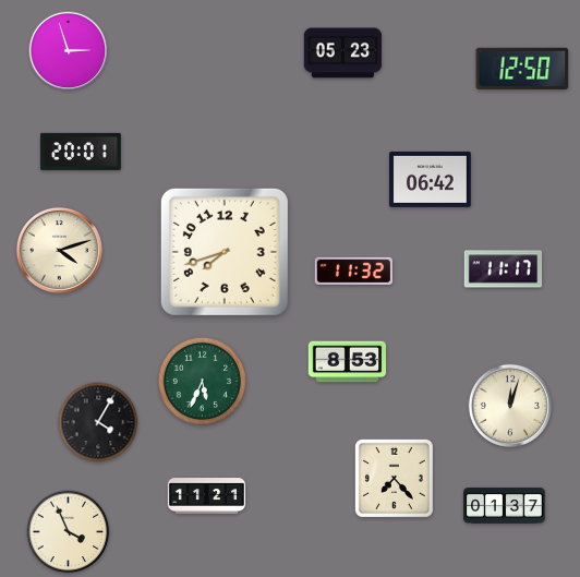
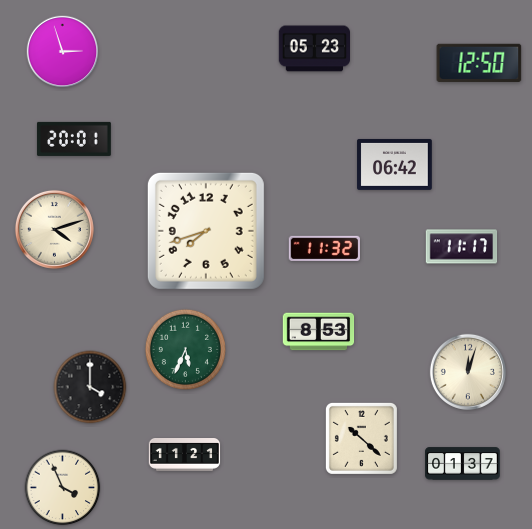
clock at (69, 51) position: (69, 51) -> (63, 52)
clock at (98, 422): 4:05 -> 4:00
clock at (394, 478): 7:23 -> 10:22
clock at (207, 496) position: (207, 496) -> (185, 455)
